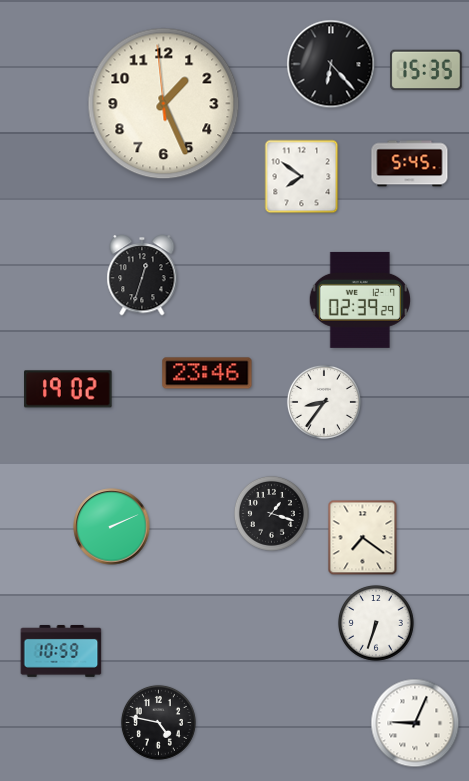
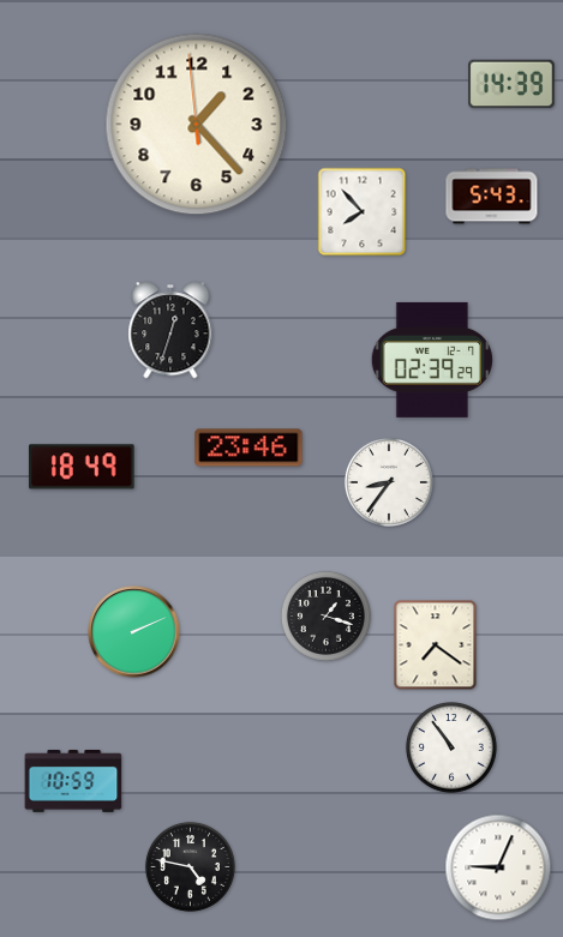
clock at (331, 64): 6:23 -> none
clock at (426, 70): 15:35 -> 14:39
clock at (164, 104): 1:25 -> 1:22
clock at (410, 164): 5:45 -> 5:43
clock at (302, 177): 7:51 -> 7:53
clock at (68, 389): 19:02 -> 18:49
clock at (376, 623): 6:33 -> 10:54
